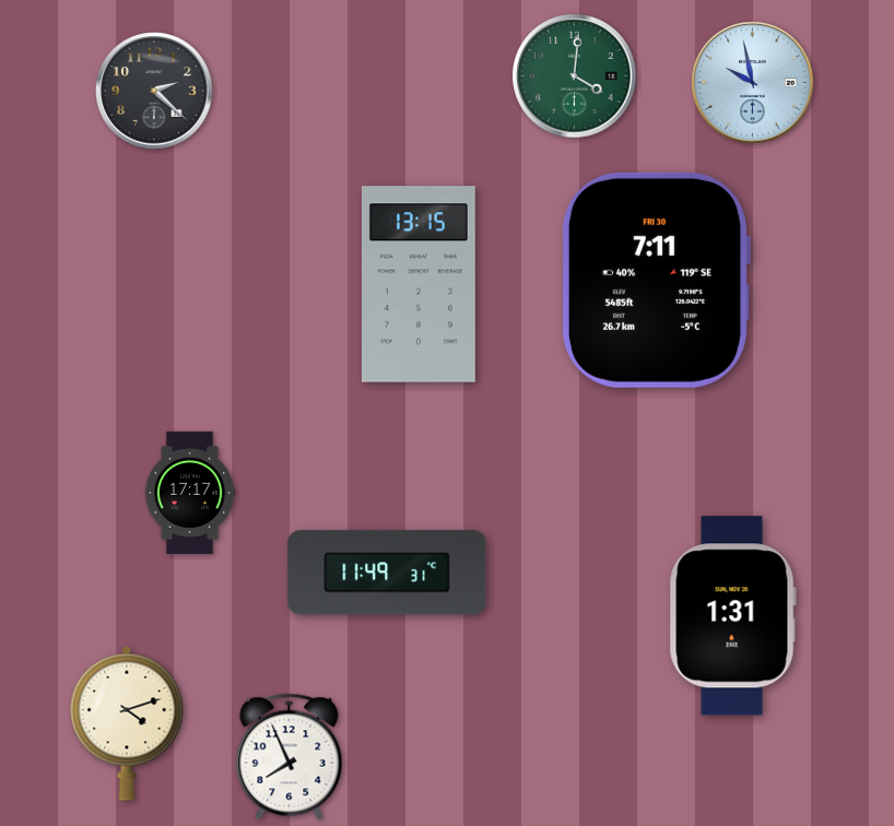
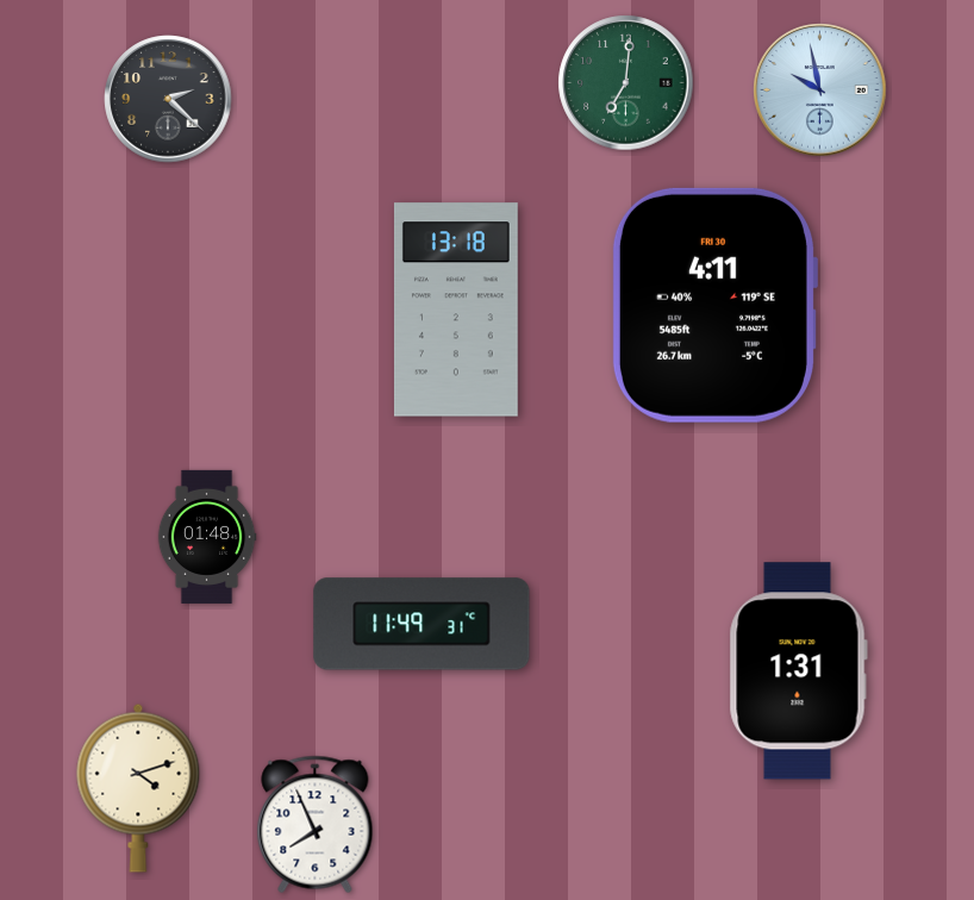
clock at (575, 76): 4:01 -> 7:01
clock at (655, 280): 7:11 -> 4:11
clock at (419, 284): 13:15 -> 13:18
clock at (190, 493): 17:17 -> 01:48
